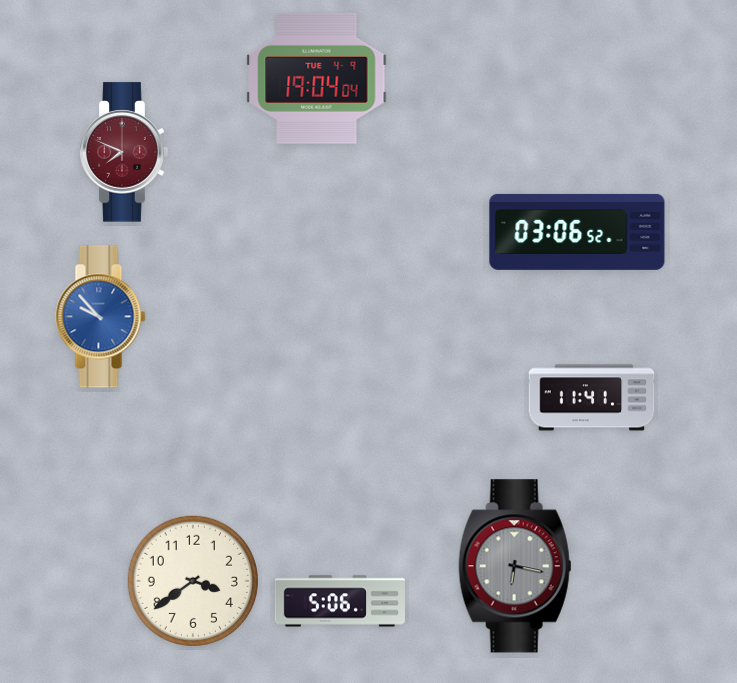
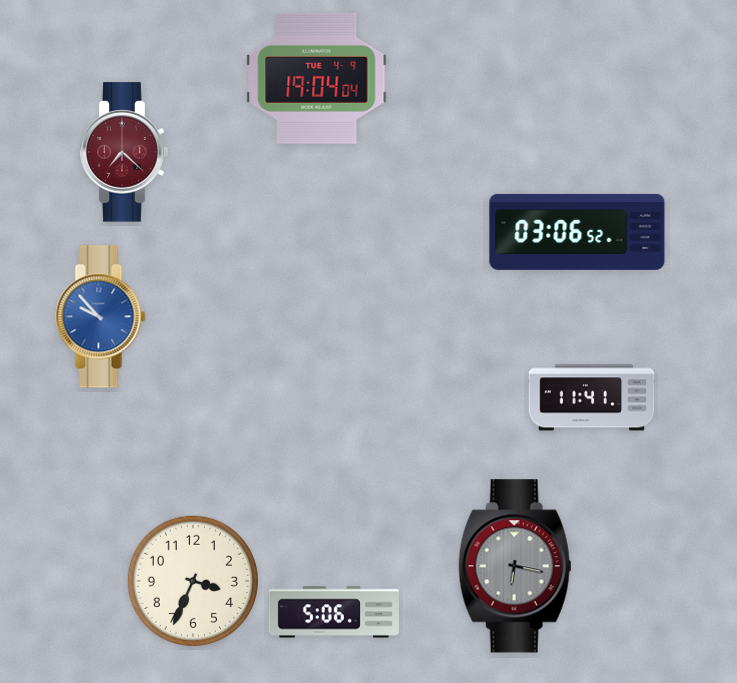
clock at (124, 152): 7:49 -> 7:22
clock at (193, 581): 3:39 -> 3:34
clock at (340, 601) position: (340, 601) -> (334, 612)
